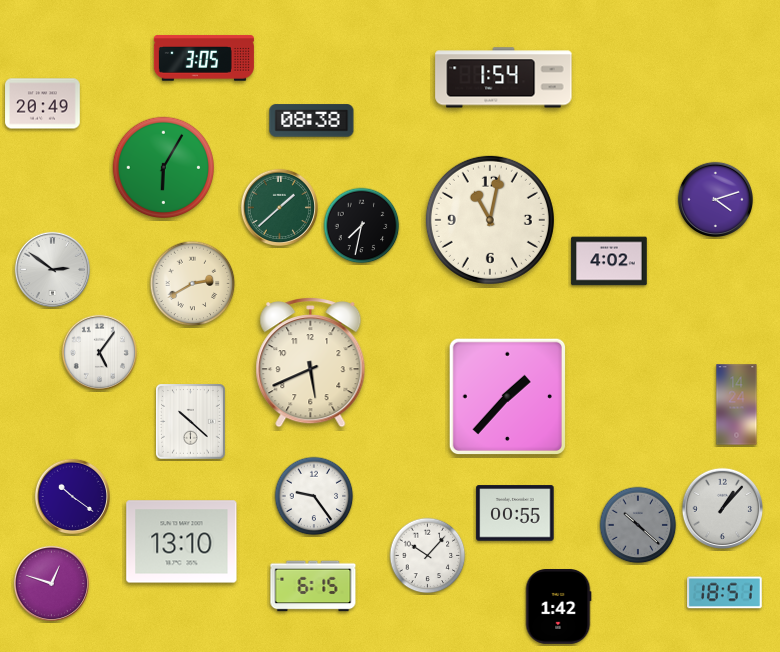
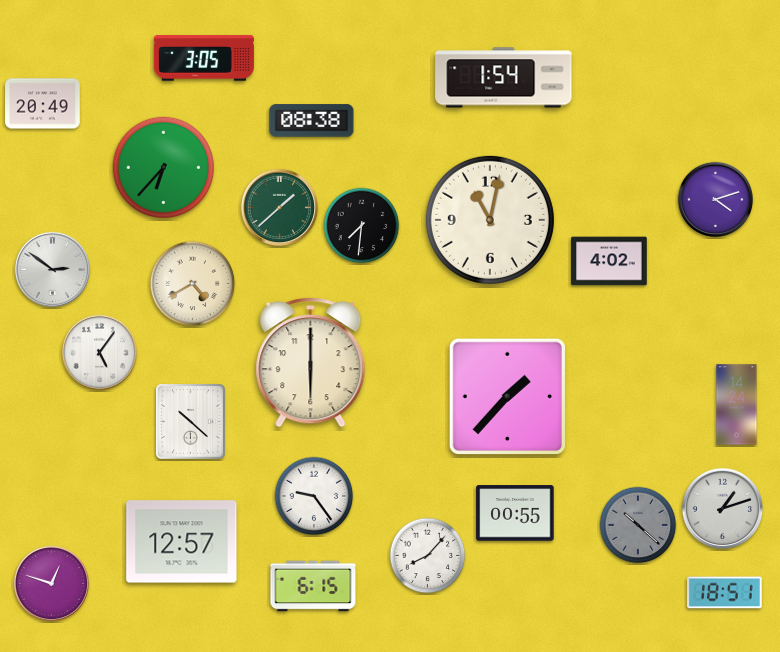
clock at (164, 168): 6:05 -> 6:37
clock at (362, 226): 7:32 -> 7:31
clock at (193, 284): 2:40 -> 4:40
clock at (311, 363): 5:41 -> 6:00
clock at (72, 496): 10:21 -> none
clock at (723, 509): 1:07 -> 1:12
clock at (182, 542): 13:10 -> 12:57
clock at (428, 556): 10:07 -> 8:07
clock at (558, 607): 1:42 -> none
